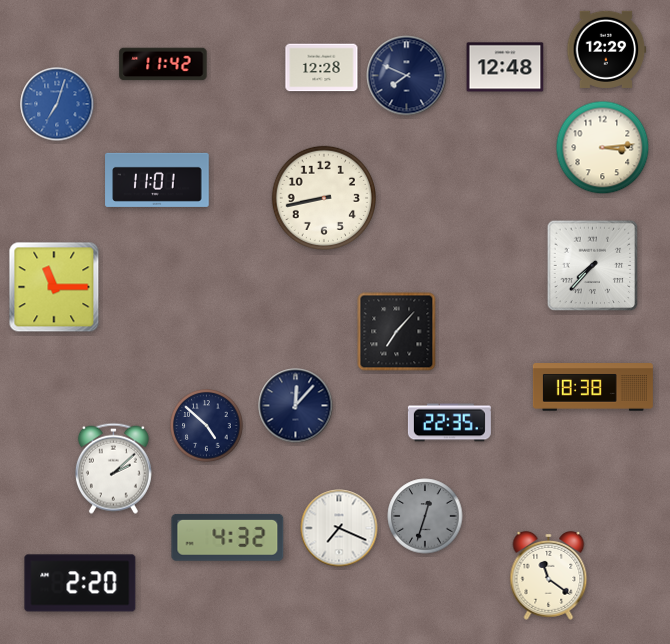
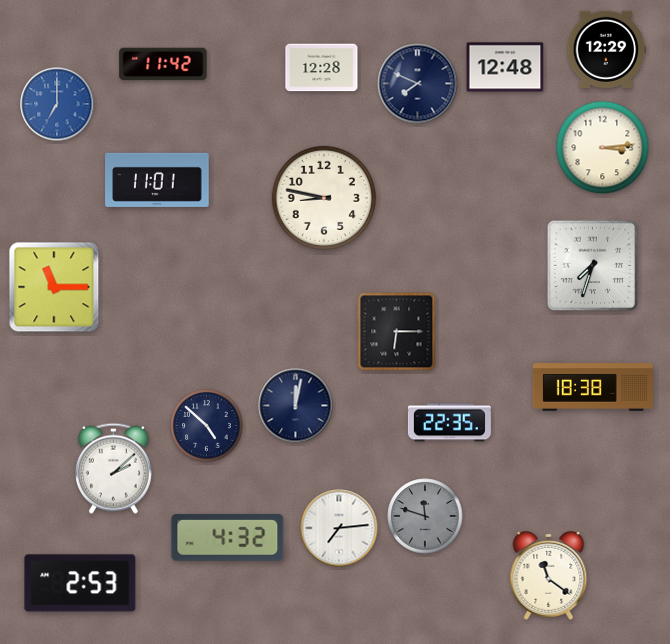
clock at (407, 76) position: (407, 76) -> (418, 84)
clock at (57, 104): 7:03 -> 7:00
clock at (324, 198): 8:43 -> 8:47
clock at (593, 266): 7:37 -> 7:33
clock at (397, 332): 7:07 -> 6:15
clock at (296, 406): 12:07 -> 12:02
clock at (425, 516): 12:33 -> 11:48
clock at (339, 528): 7:19 -> 7:14
clock at (80, 583): 2:20 -> 2:53
